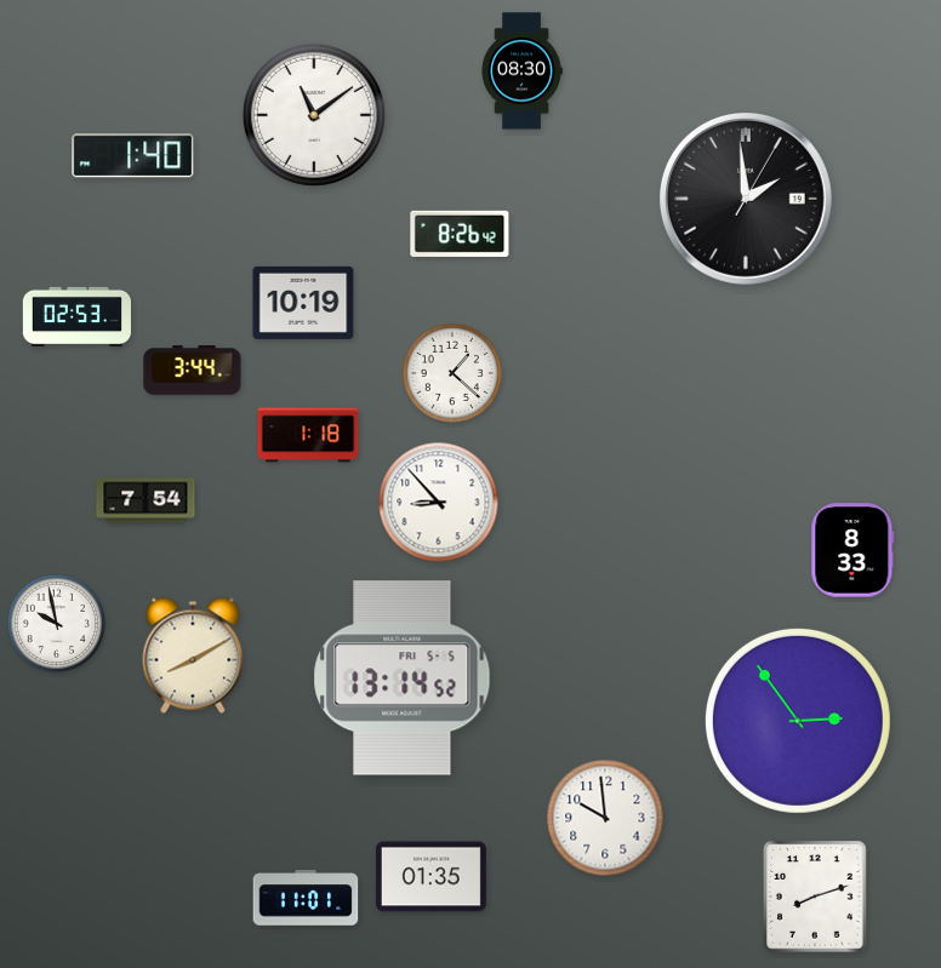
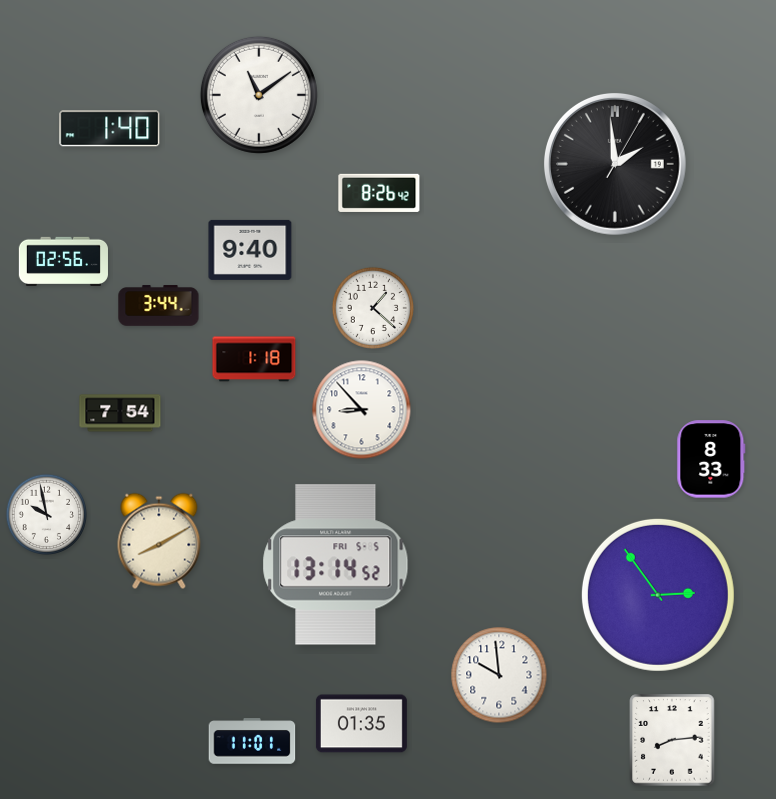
clock at (521, 71): 08:30 -> none
clock at (303, 303): 10:19 -> 9:40
clock at (76, 316): 02:53 -> 02:56
clock at (439, 503) position: (439, 503) -> (362, 410)
clock at (852, 550) position: (852, 550) -> (711, 459)
clock at (403, 678) position: (403, 678) -> (336, 565)
clock at (430, 877) position: (430, 877) -> (361, 724)
clock at (815, 897): 8:12 -> 8:14
